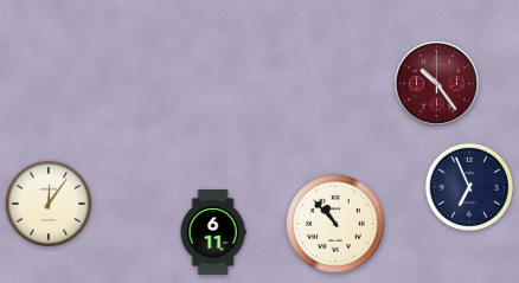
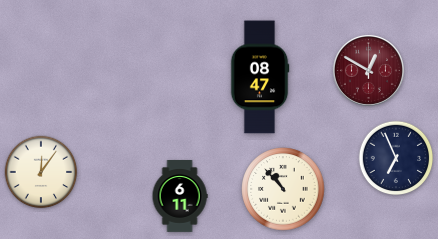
clock at (436, 83): 10:24 -> 12:50
clock at (260, 77): none -> 08:47
